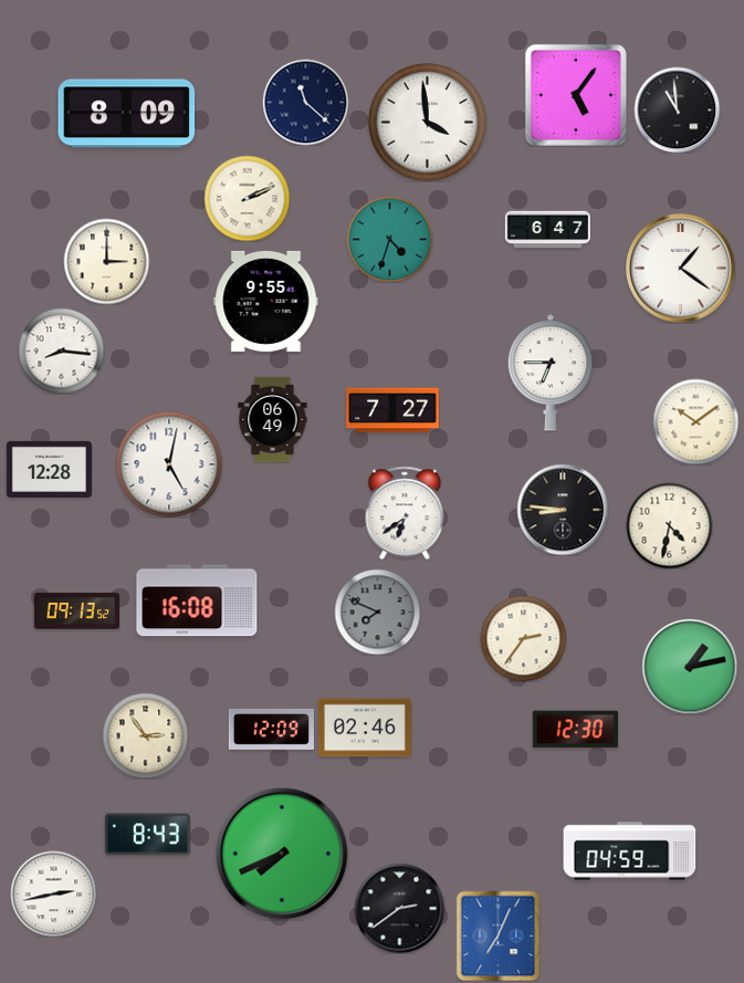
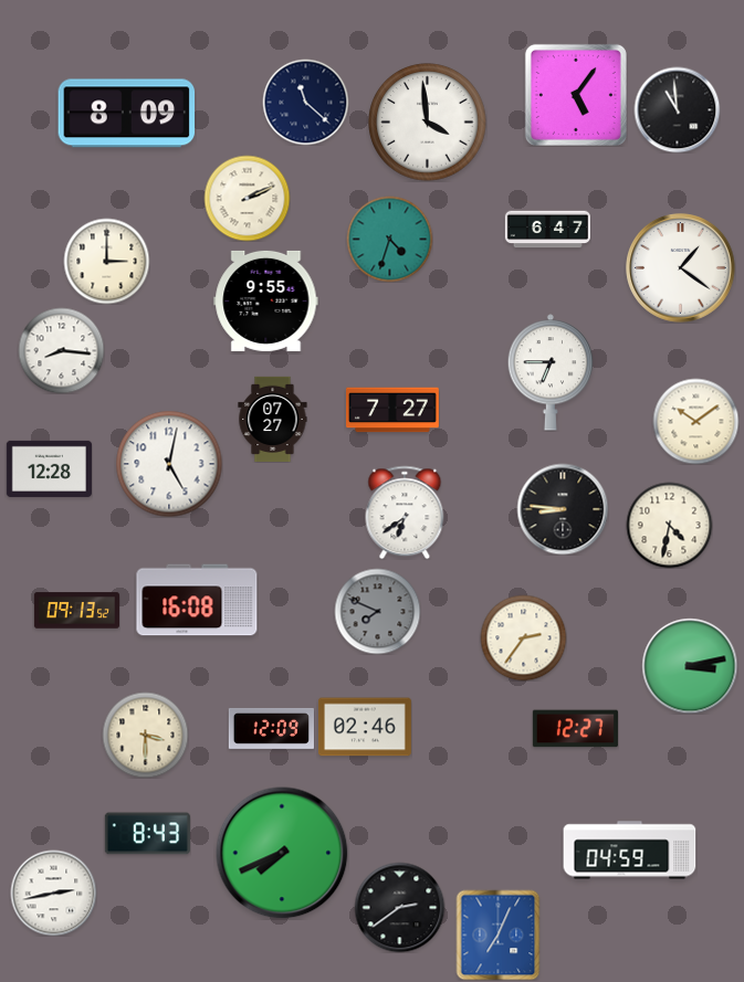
clock at (273, 419): 06:49 -> 07:27
clock at (690, 667): 1:13 -> 3:13
clock at (575, 730): 12:30 -> 12:27
clock at (145, 735): 2:54 -> 3:30
